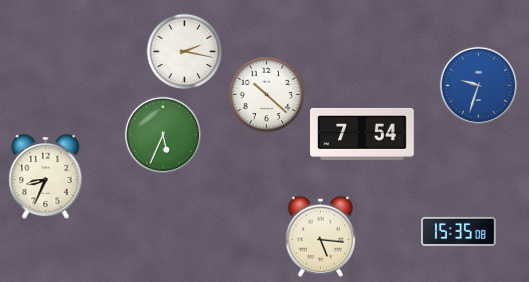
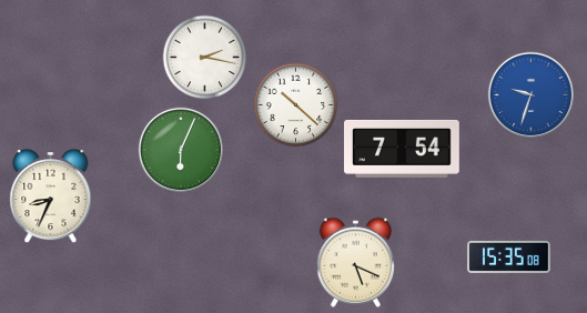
clock at (162, 134): 5:34 -> 6:04
clock at (320, 236): 5:16 -> 5:19
